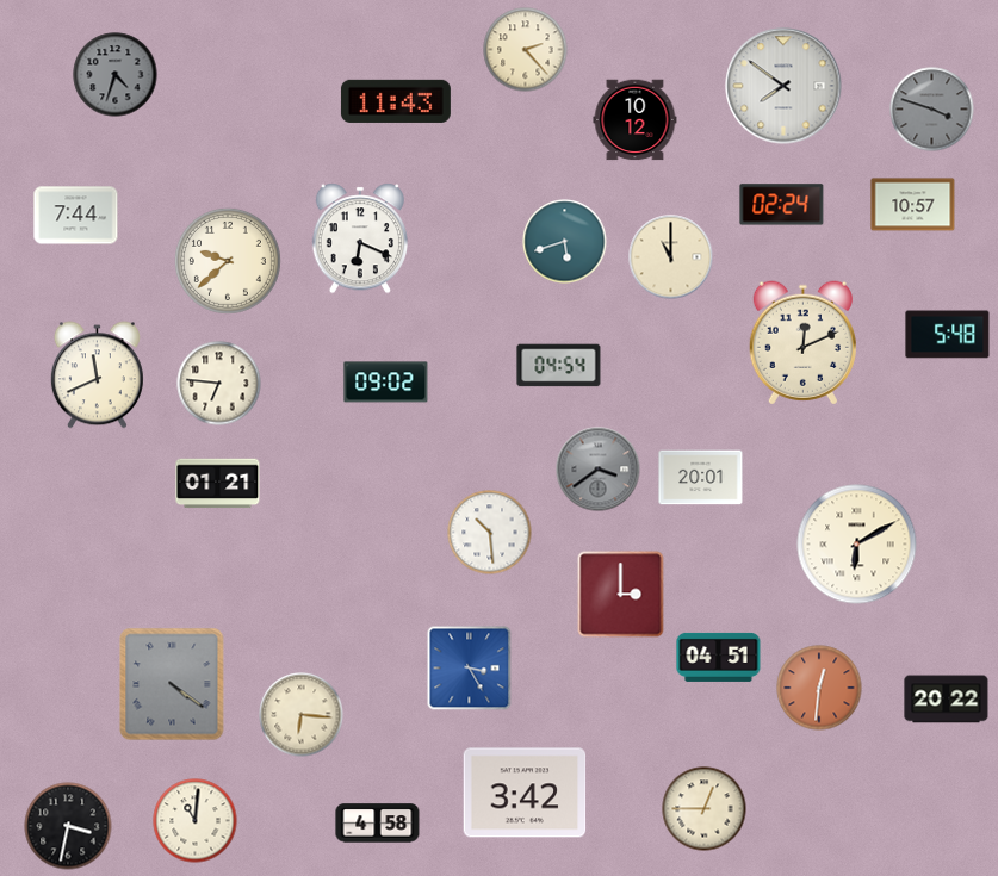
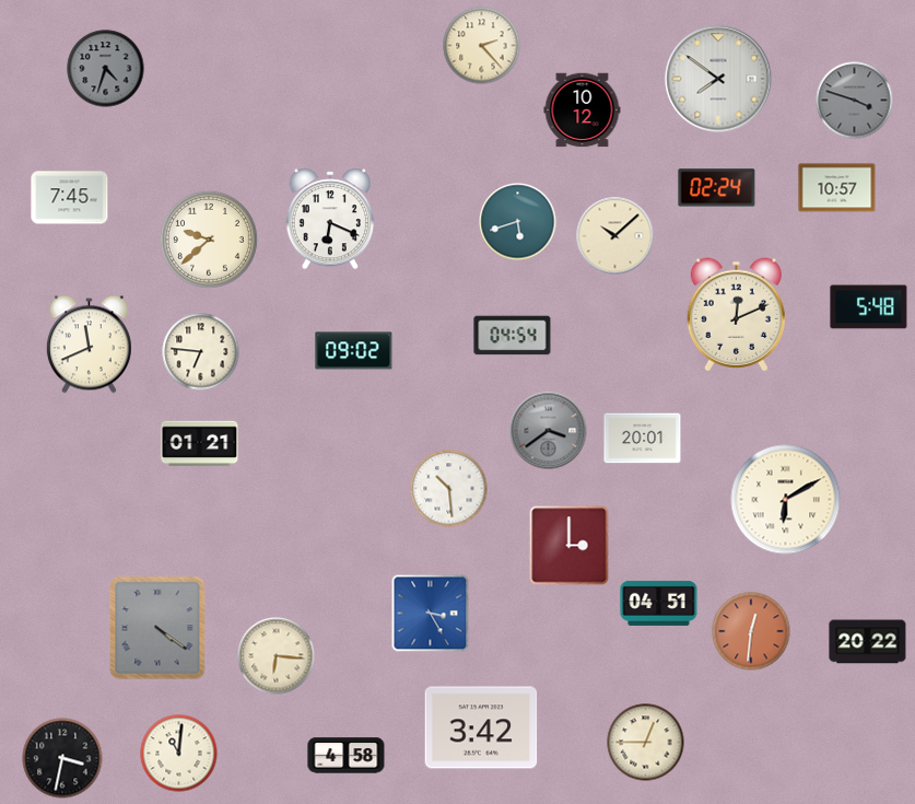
clock at (396, 101): 11:43 -> none
clock at (76, 216): 7:44 -> 7:45
clock at (671, 257): 11:00 -> 10:08
